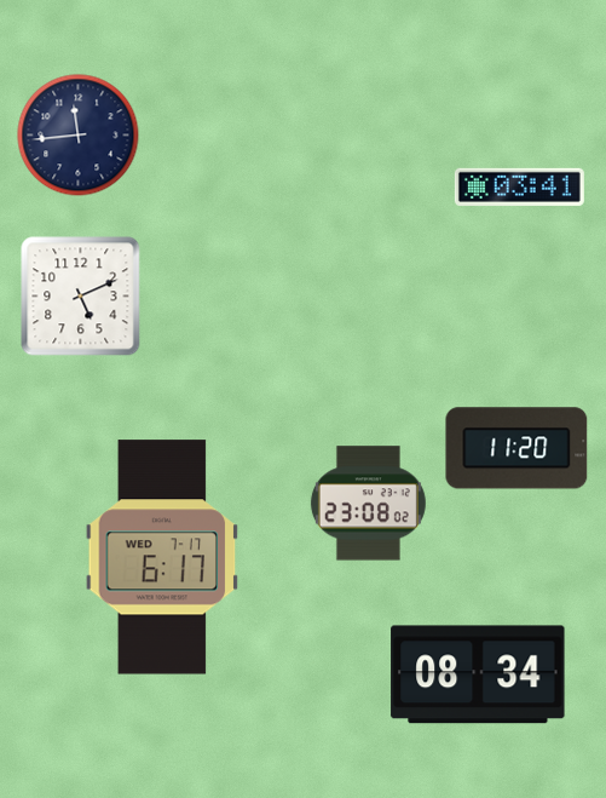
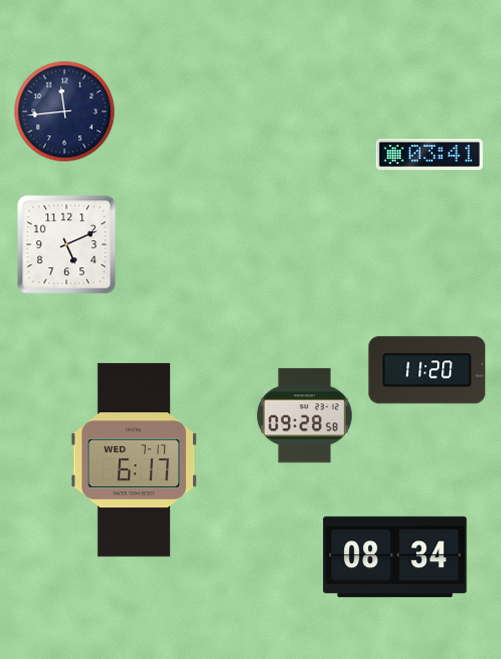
clock at (368, 504): 23:08 -> 09:28
